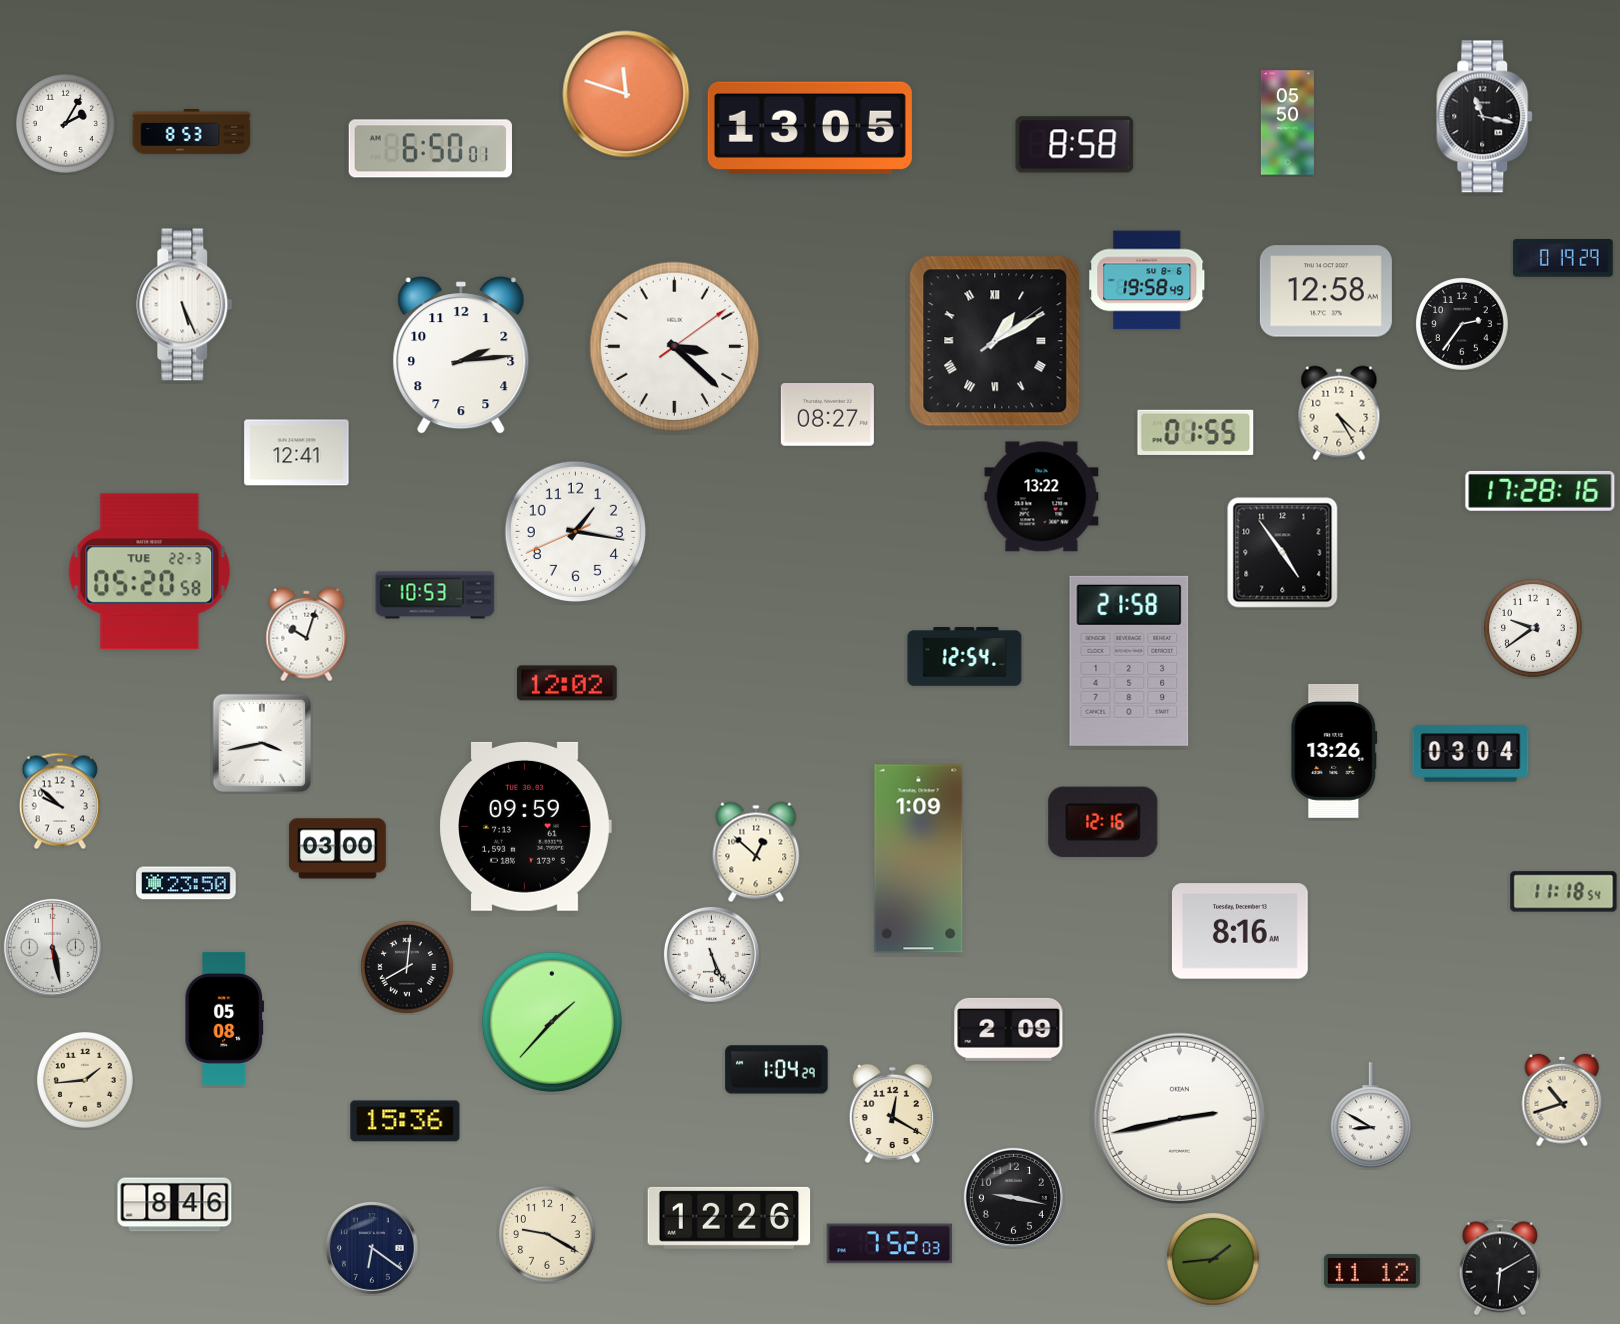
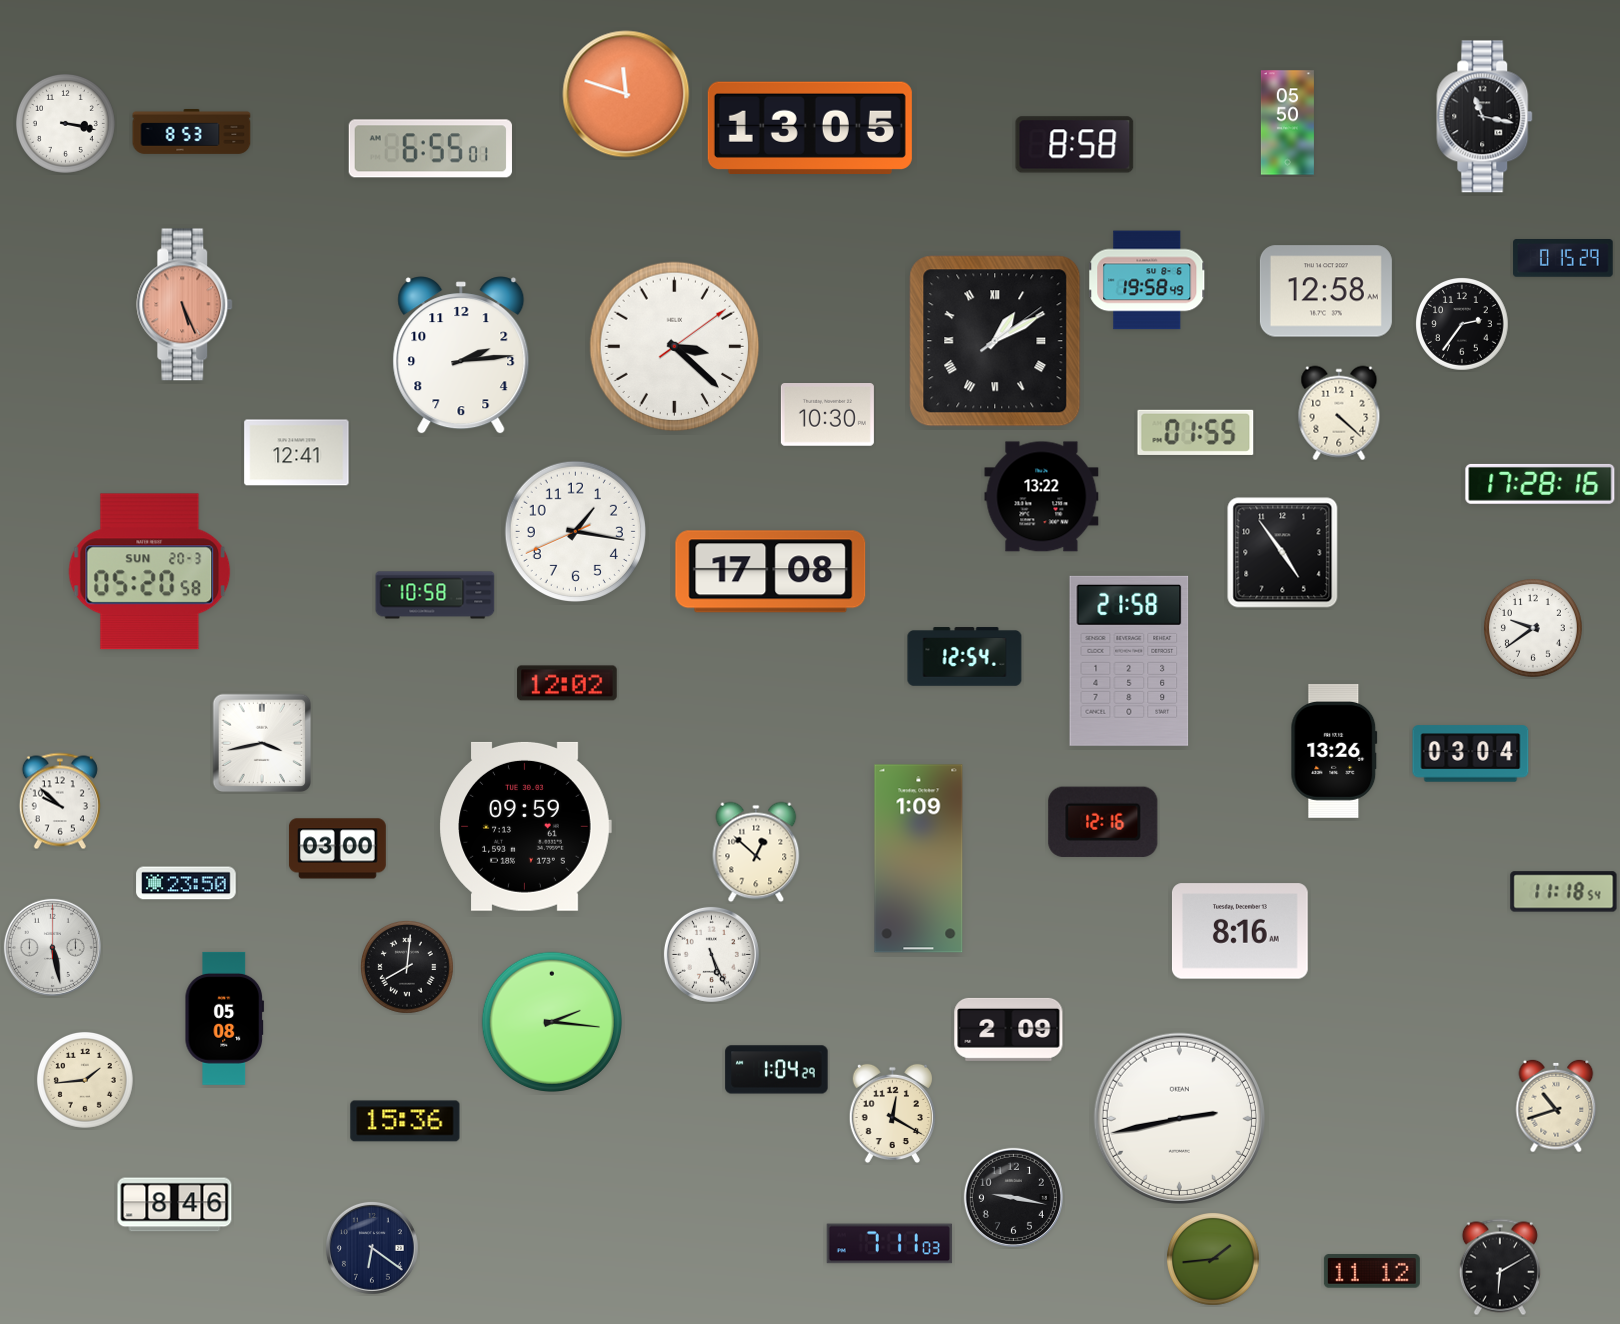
clock at (65, 123): 2:05 -> 3:17
clock at (430, 149): 6:50 -> 6:55
clock at (1563, 258): 0:19 -> 0:15
clock at (185, 305) dial: white -> salmon
clock at (1339, 413): 4:25 -> 4:22
clock at (827, 415): 08:27 -> 10:30
clock at (1540, 491) position: (1540, 491) -> (1540, 484)
clock at (150, 572) date: TUE 22-3 -> SUN 20-3
clock at (771, 572): none -> 17:08
clock at (435, 595): 10:53 -> 10:58
clock at (307, 635): 10:03 -> none
clock at (552, 1022): 1:37 -> 2:16
clock at (1562, 1100) position: (1562, 1100) -> (1556, 1106)
clock at (1371, 1116): 8:50 -> none
clock at (729, 1218): 12:26 -> none
clock at (547, 1234): 9:20 -> none
clock at (890, 1244): 7:52 -> 7:11
